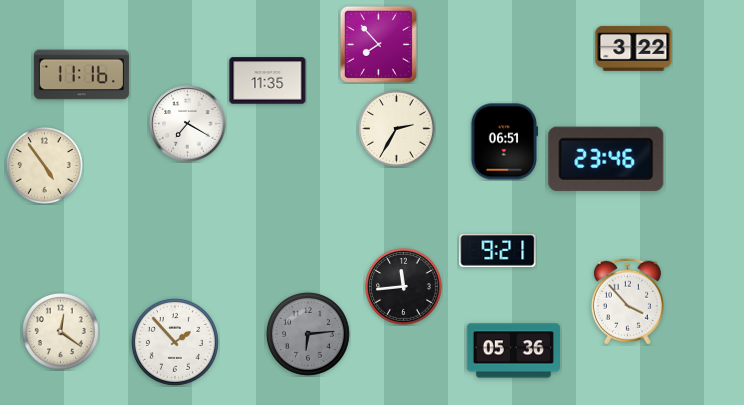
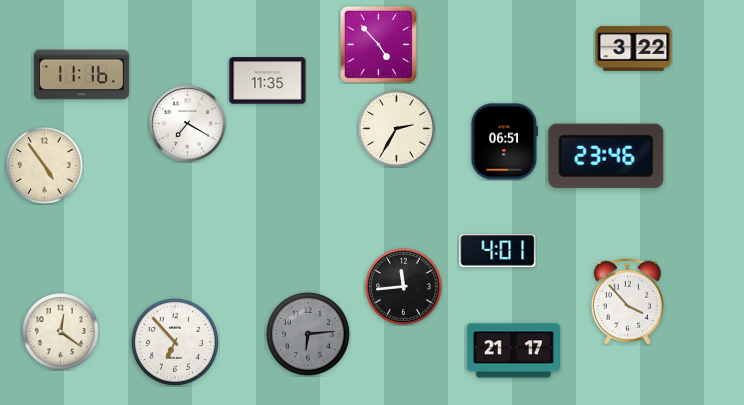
clock at (378, 44): 7:53 -> 4:53
clock at (606, 159) position: (606, 159) -> (606, 156)
clock at (498, 250): 9:21 -> 4:01
clock at (175, 342): 1:53 -> 6:53
clock at (513, 351): 05:36 -> 21:17
